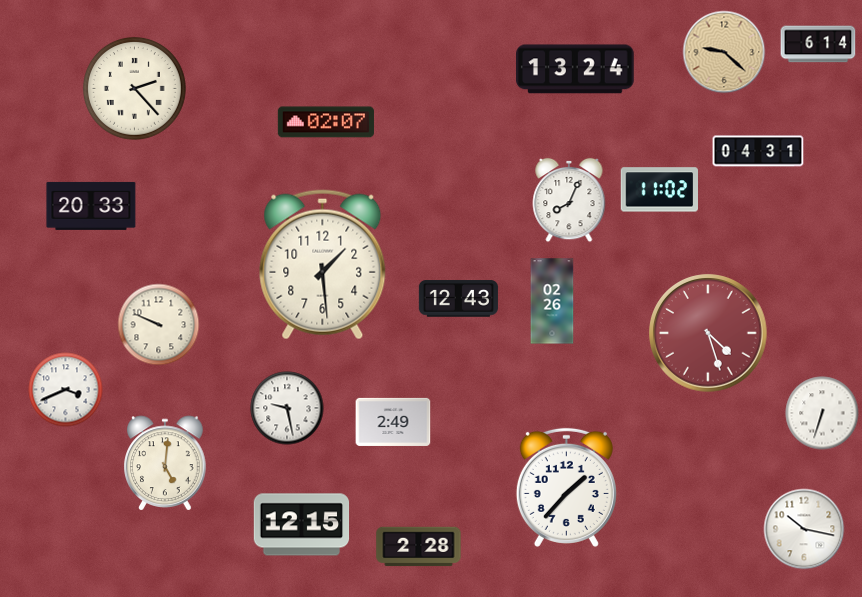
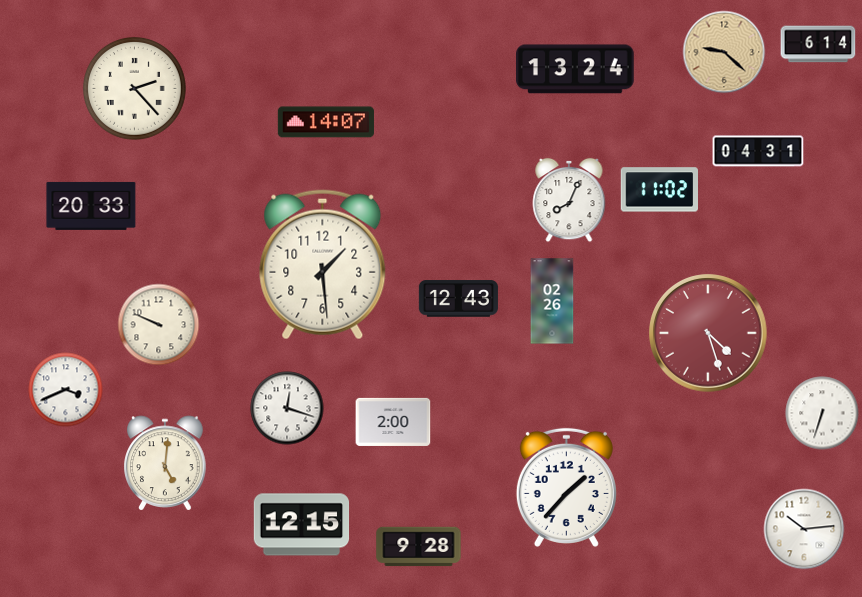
clock at (326, 122): 02:07 -> 14:07
clock at (287, 408): 9:28 -> 12:18
clock at (393, 422): 2:49 -> 2:00
clock at (804, 529): 10:17 -> 10:14
clock at (419, 547): 2:28 -> 9:28
